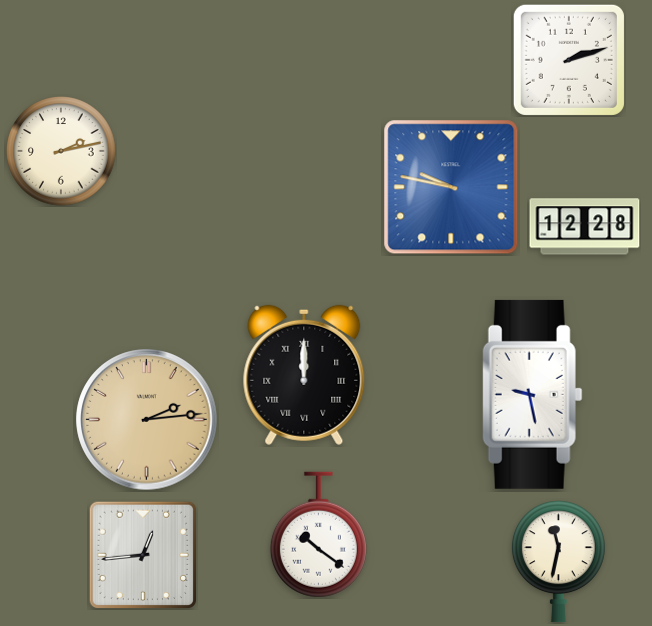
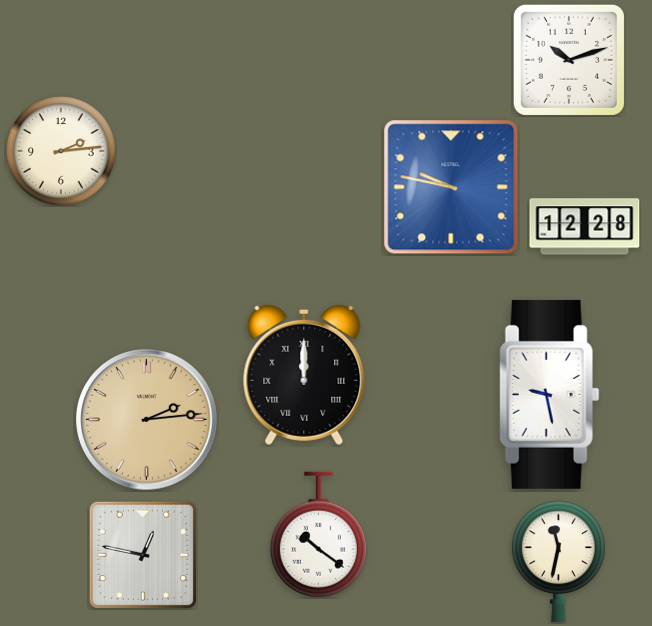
clock at (569, 60): 2:12 -> 10:12
clock at (61, 151): 2:13 -> 2:14
clock at (532, 394) position: (532, 394) -> (549, 394)
clock at (142, 554): 12:44 -> 12:47
